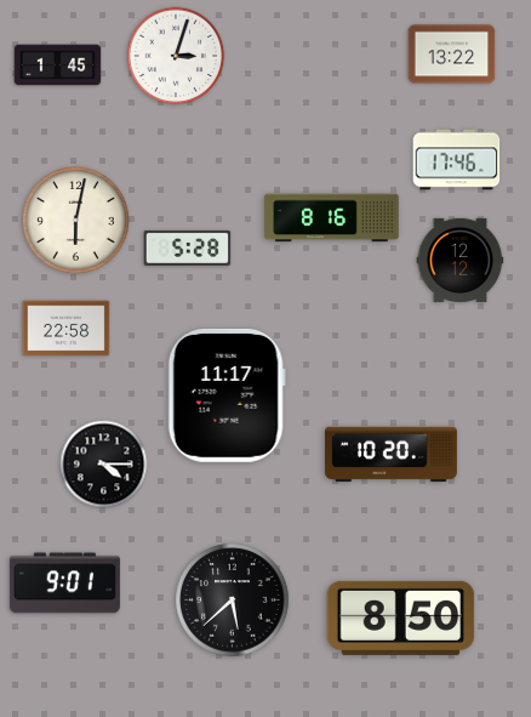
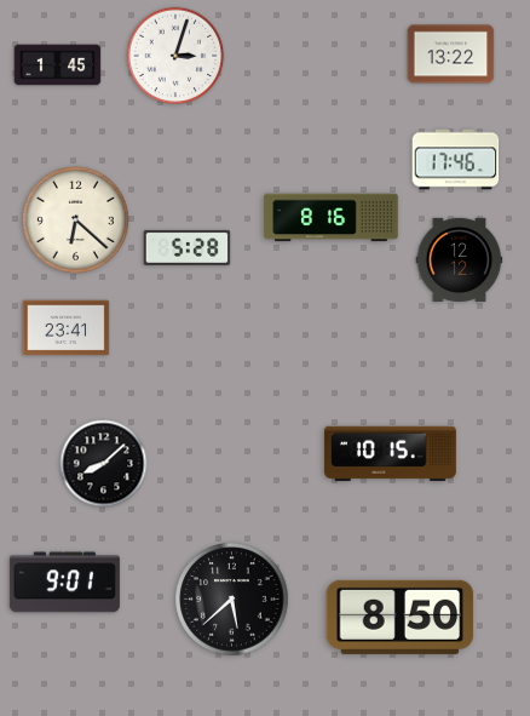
clock at (75, 220): 6:02 -> 6:22
clock at (67, 329): 22:58 -> 23:41
clock at (227, 396): 11:17 -> none
clock at (390, 455): 10:20 -> 10:15
clock at (104, 465): 4:15 -> 8:08
